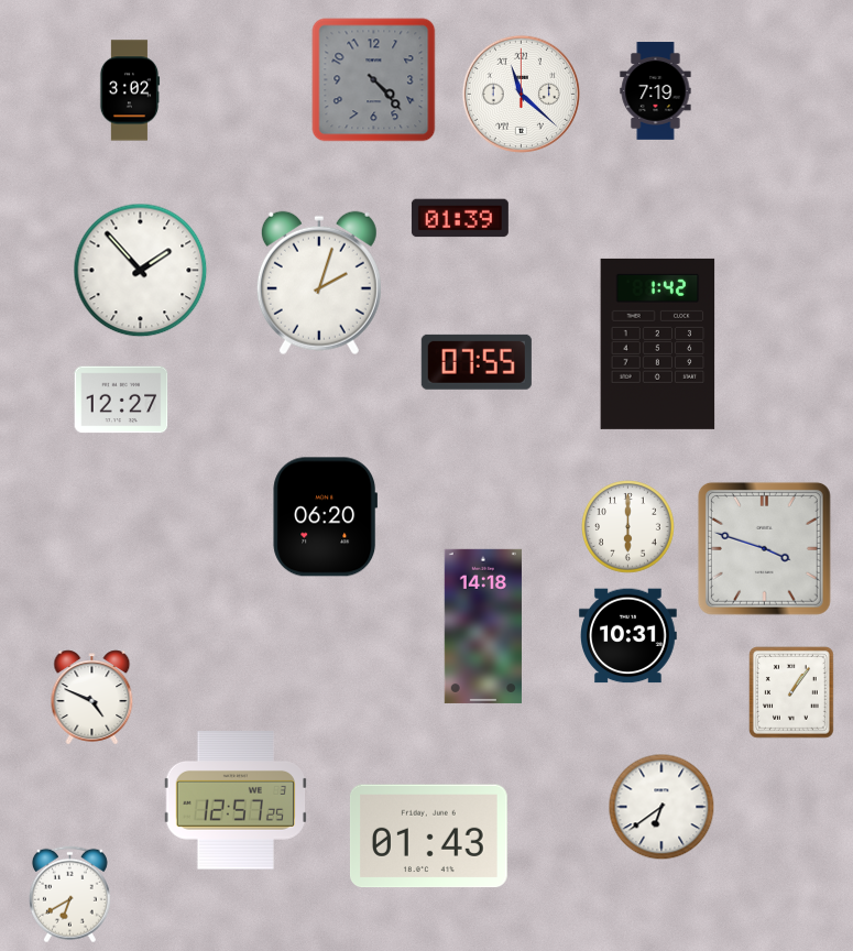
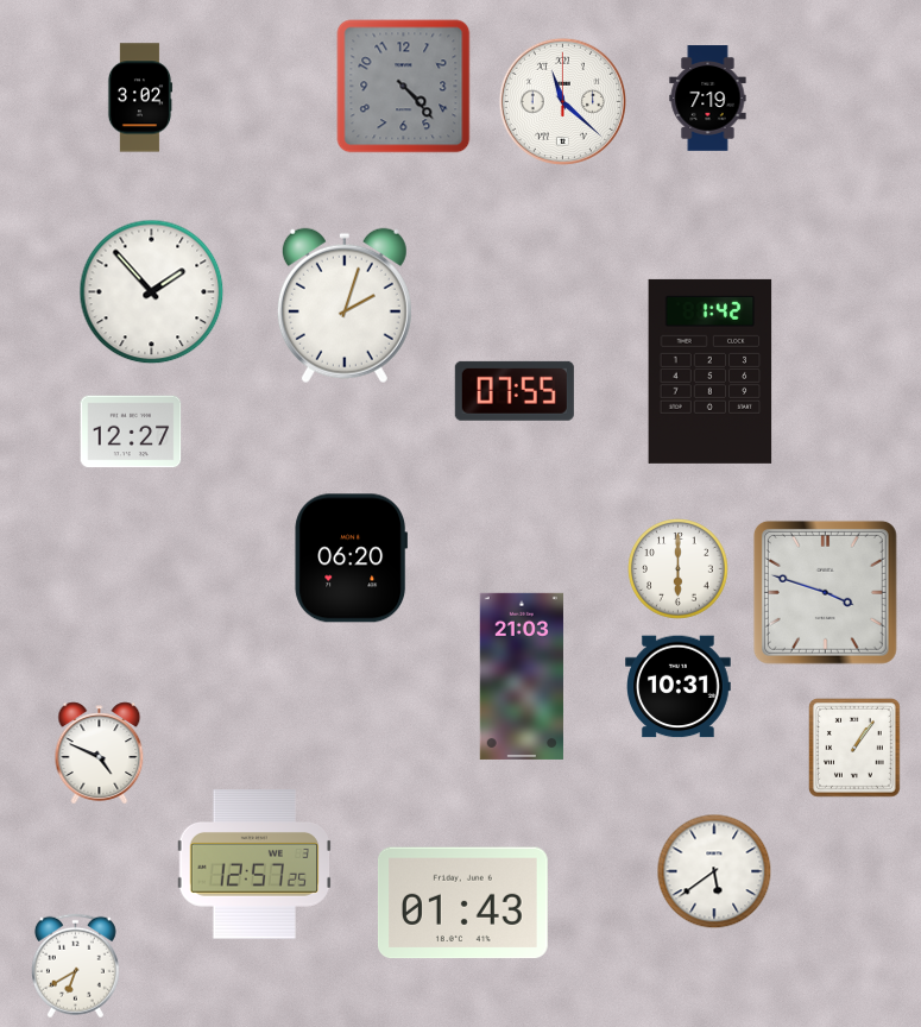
clock at (460, 218): 01:39 -> none
clock at (483, 626): 14:18 -> 21:03
clock at (661, 807): 6:39 -> 5:39
